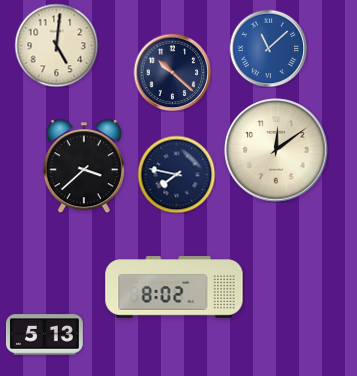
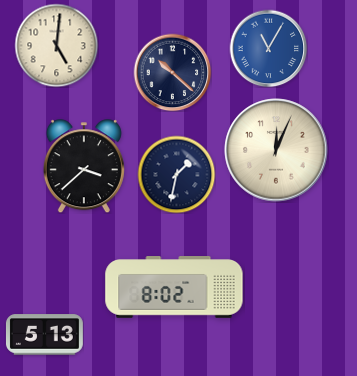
clock at (268, 48): 11:08 -> 11:05
clock at (276, 150): 12:09 -> 12:04
clock at (176, 174): 7:47 -> 1:32
